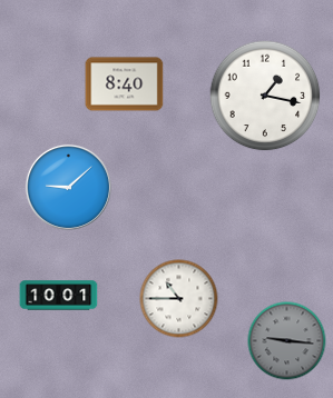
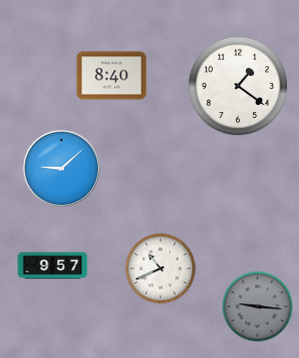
clock at (265, 96): 1:17 -> 1:21
clock at (59, 296): 10:01 -> 9:57
clock at (179, 299): 10:45 -> 10:41
